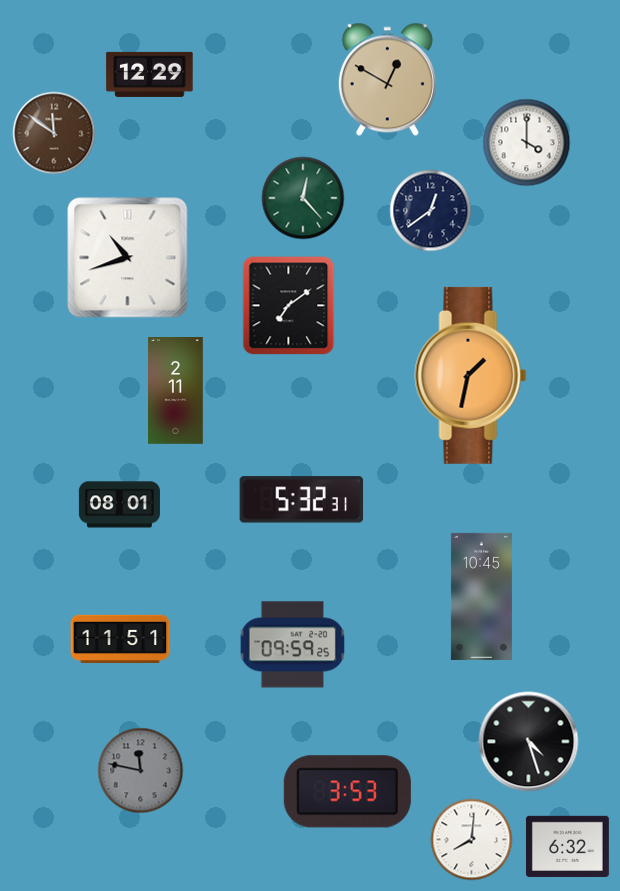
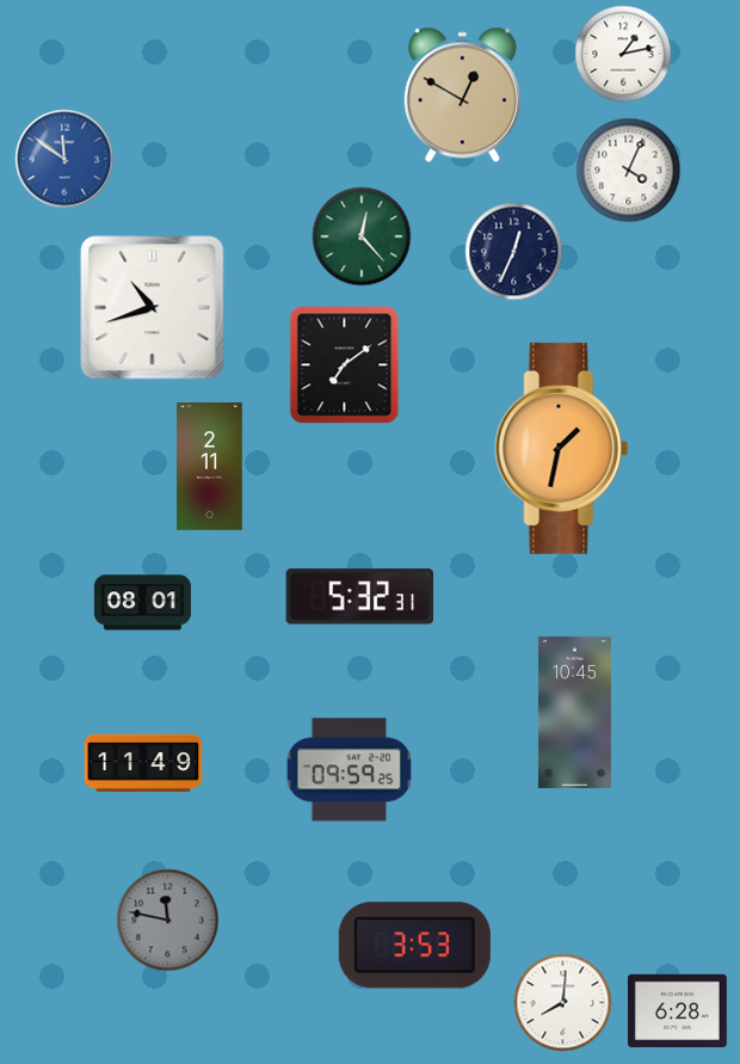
clock at (623, 54): none -> 1:13
clock at (150, 74): 12:29 -> none
clock at (54, 133) dial: brown -> blue
clock at (527, 143): 4:00 -> 4:04
clock at (431, 211): 12:39 -> 12:34
clock at (120, 639): 11:51 -> 11:49
clock at (529, 742): 4:27 -> none
clock at (567, 846): 6:32 -> 6:28
